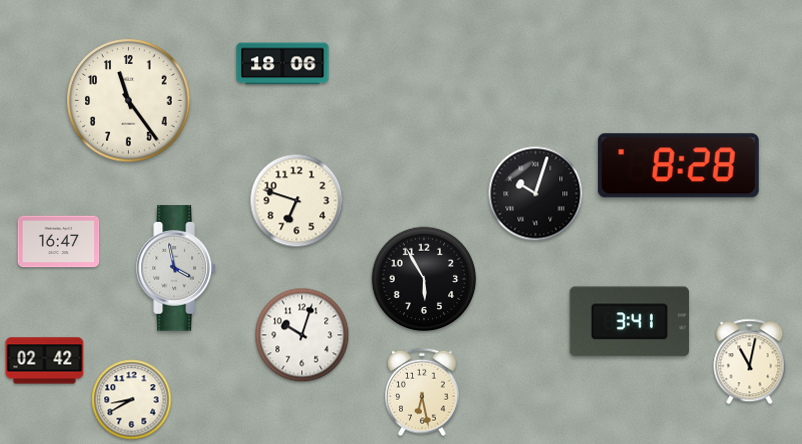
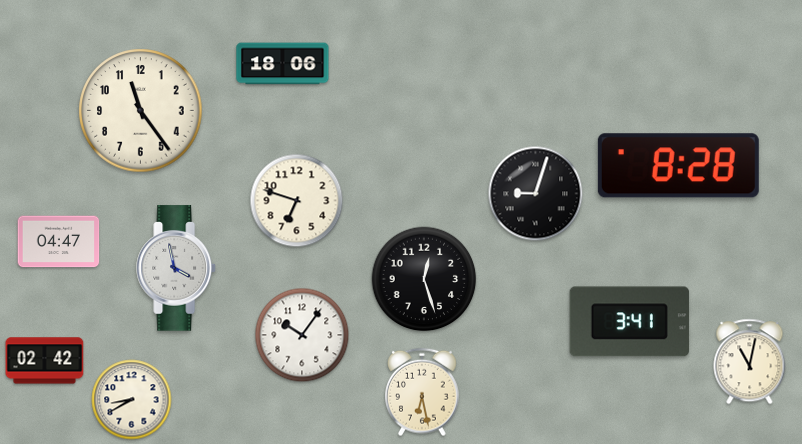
clock at (129, 101) position: (129, 101) -> (141, 111)
clock at (536, 194): 10:03 -> 9:03
clock at (59, 242): 16:47 -> 04:47
clock at (424, 279): 5:55 -> 12:27
clock at (302, 335): 10:03 -> 10:06
